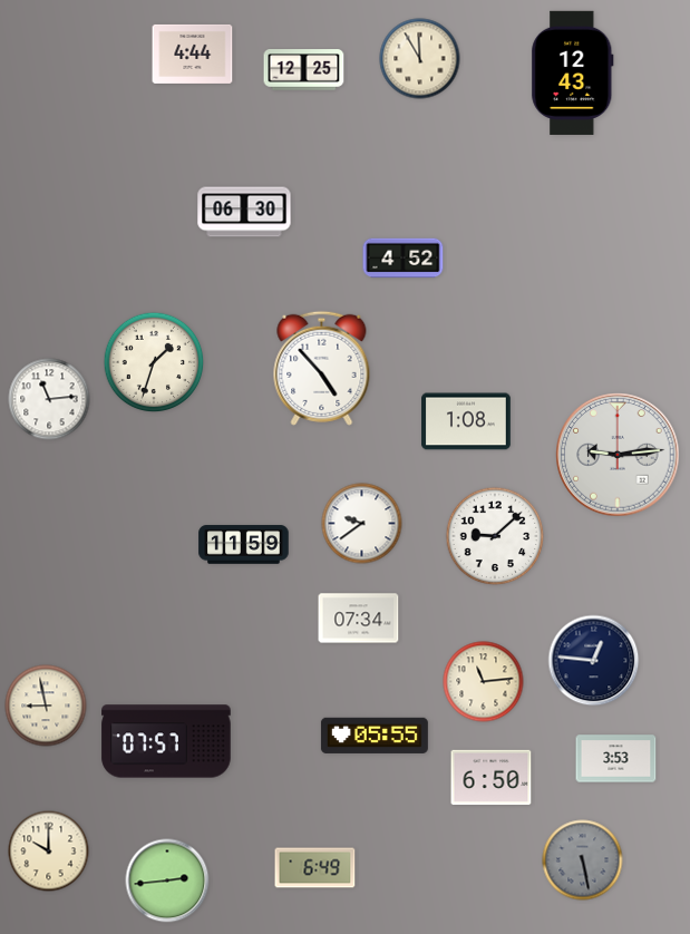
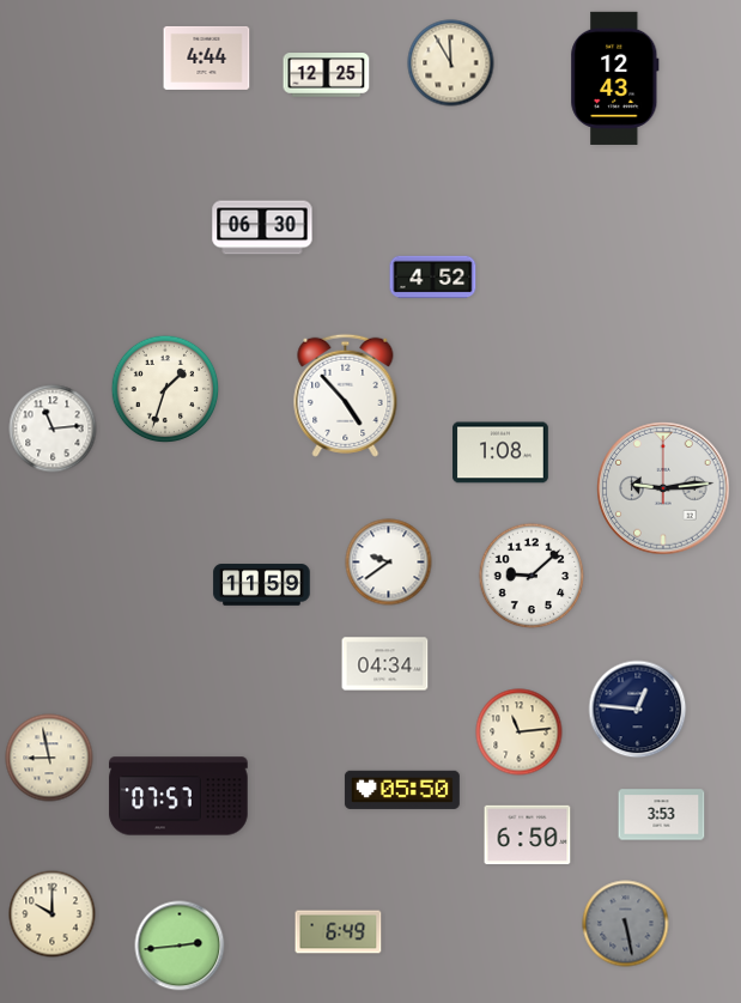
clock at (359, 619): 07:34 -> 04:34
clock at (375, 736): 05:55 -> 05:50
